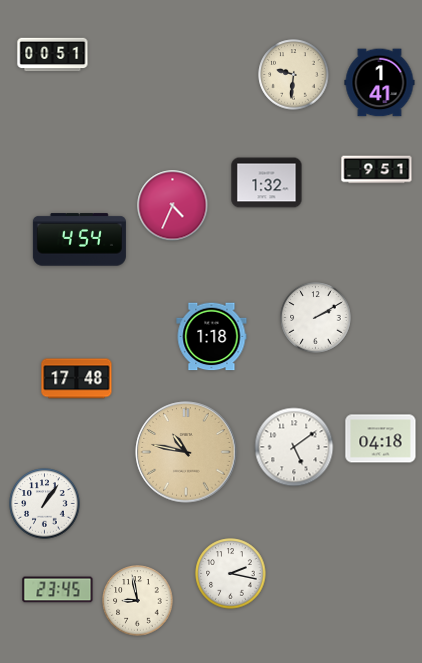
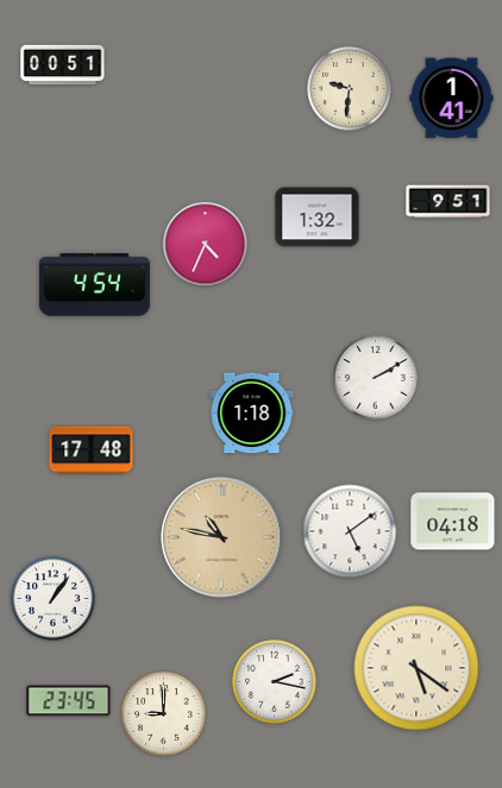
clock at (212, 337) position: (212, 337) -> (252, 414)
clock at (416, 668): none -> 5:21
clock at (138, 601): 8:58 -> 9:00
